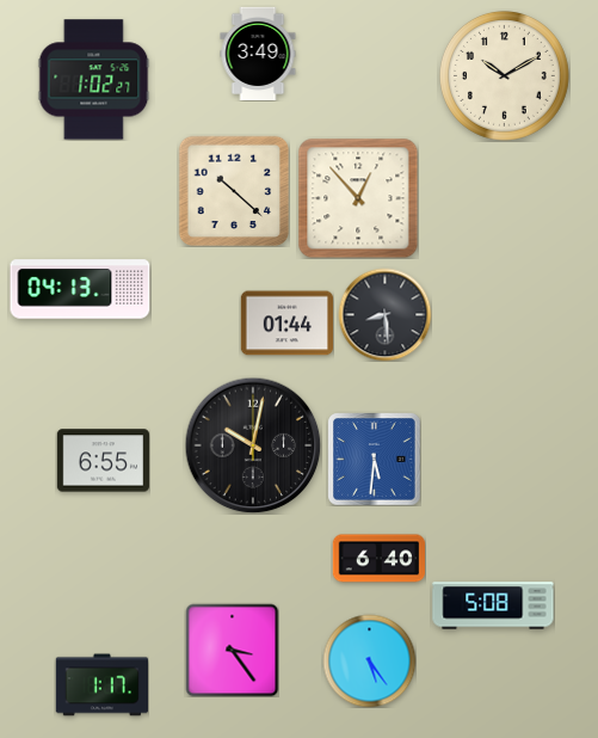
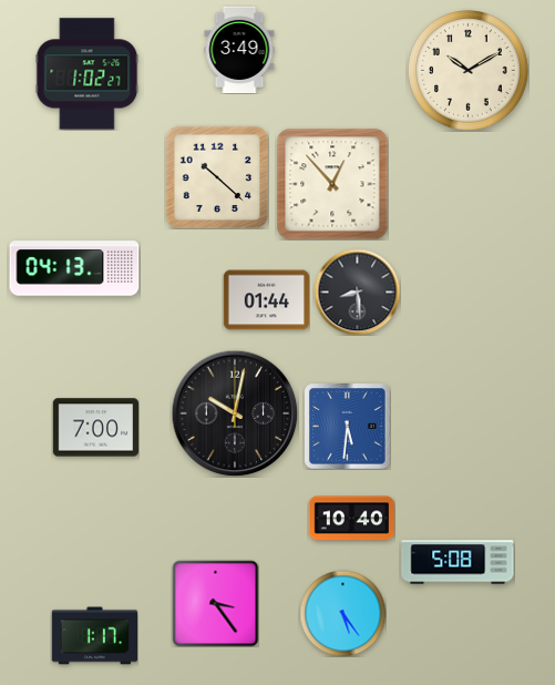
clock at (103, 461): 6:55 -> 7:00
clock at (378, 559): 6:40 -> 10:40
